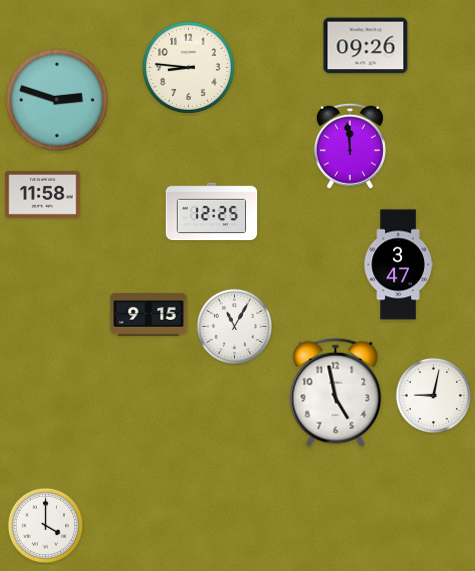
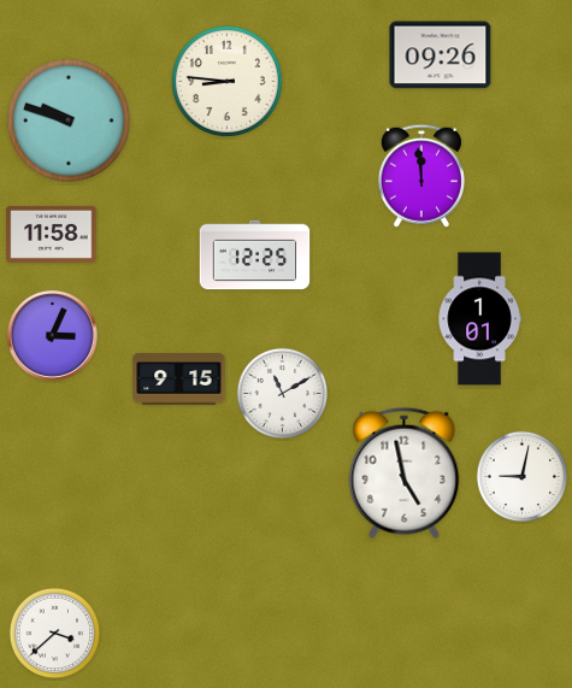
clock at (57, 100): 2:48 -> 9:48
clock at (398, 265): 3:47 -> 1:01
clock at (53, 336): none -> 3:04
clock at (234, 326): 11:05 -> 11:10
clock at (45, 525): 4:00 -> 3:38
